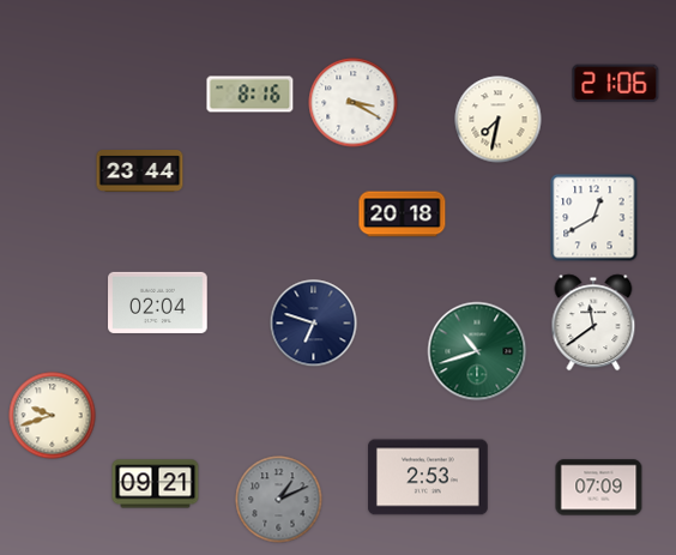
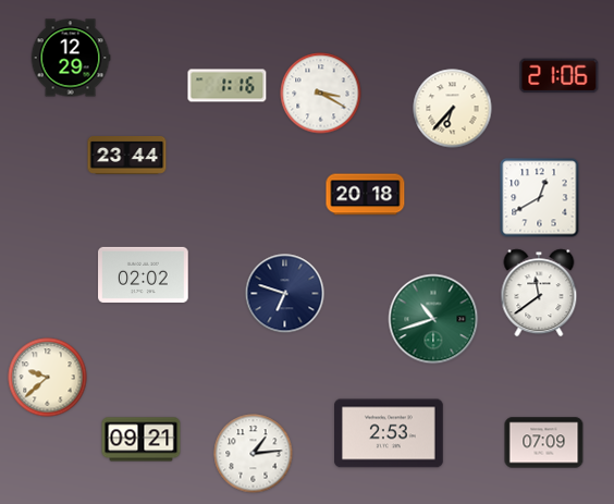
clock at (71, 58): none -> 12:29
clock at (251, 95): 8:16 -> 1:16
clock at (499, 120): 7:32 -> 6:37
clock at (158, 302): 02:04 -> 02:02
clock at (53, 416): 9:42 -> 9:38
clock at (279, 500): 1:11 -> 1:14
clock at (279, 500) dial: grey -> white
